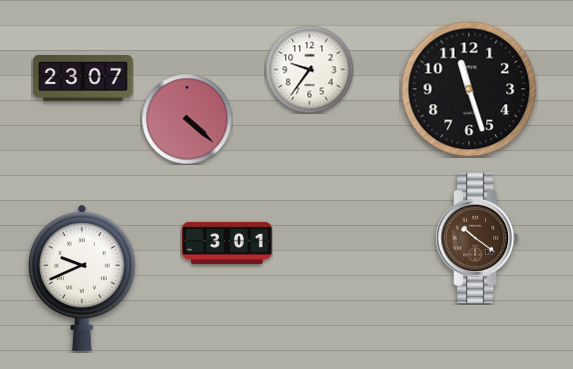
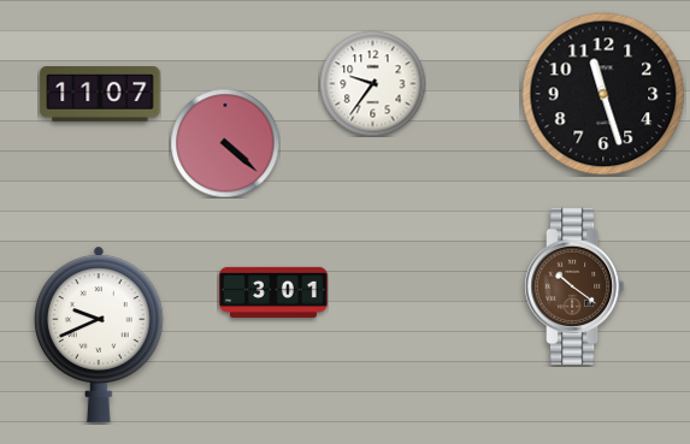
clock at (83, 79): 23:07 -> 11:07
clock at (469, 89) position: (469, 89) -> (603, 94)
